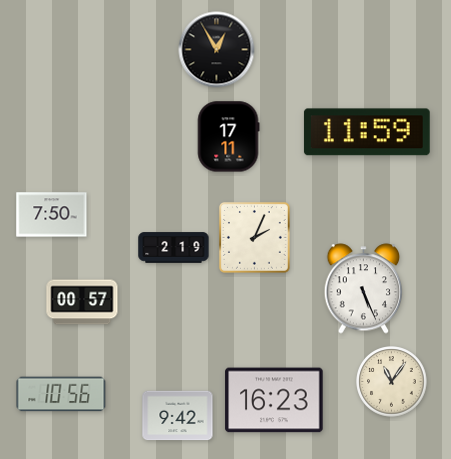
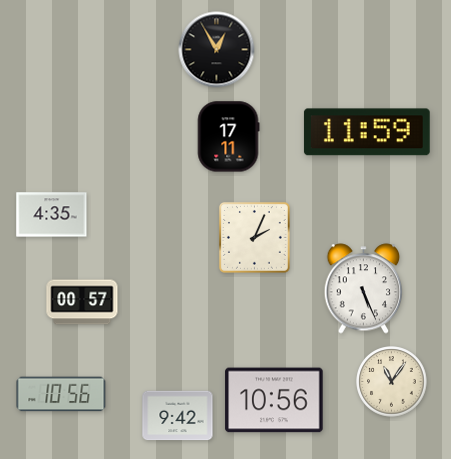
clock at (52, 215): 7:50 -> 4:35
clock at (174, 248): 2:19 -> none
clock at (274, 400): 16:23 -> 10:56
